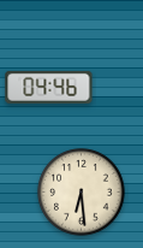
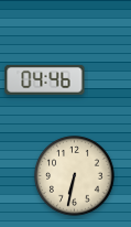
clock at (82, 193): 6:29 -> 6:32
